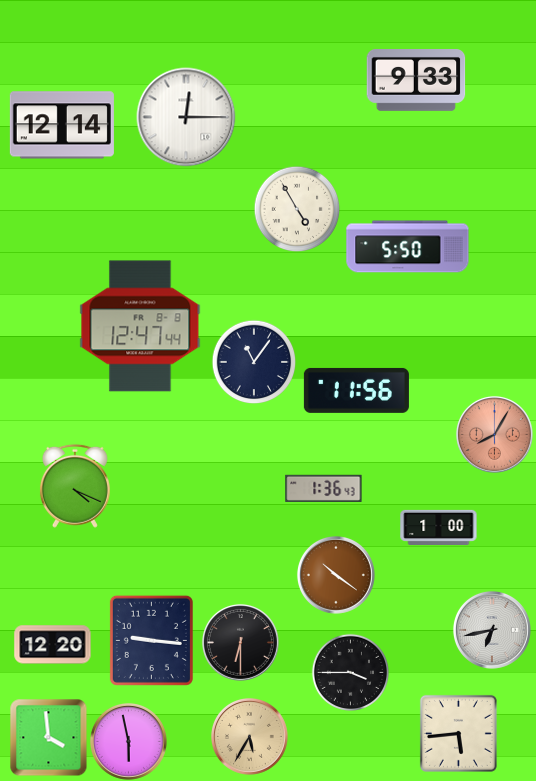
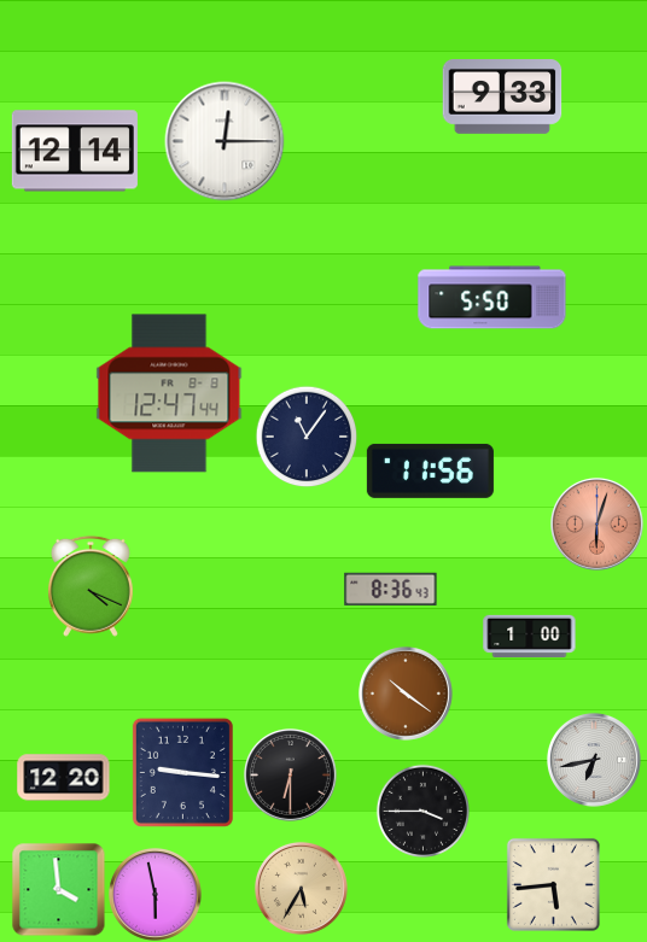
clock at (297, 209): 4:55 -> none
clock at (494, 434): 8:05 -> 6:03
clock at (324, 488): 1:36 -> 8:36
